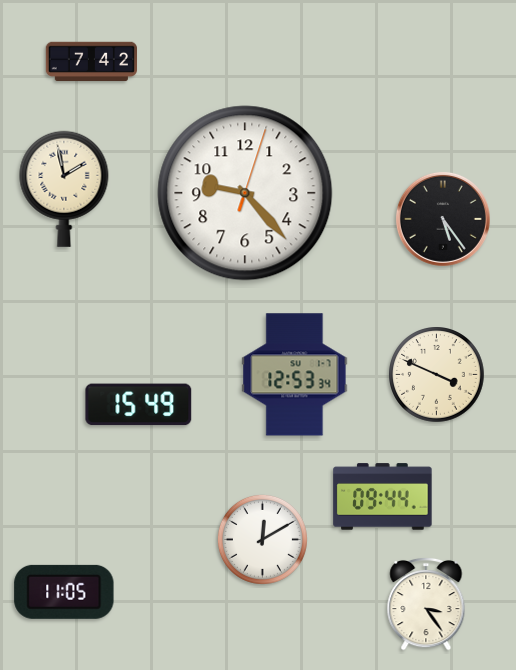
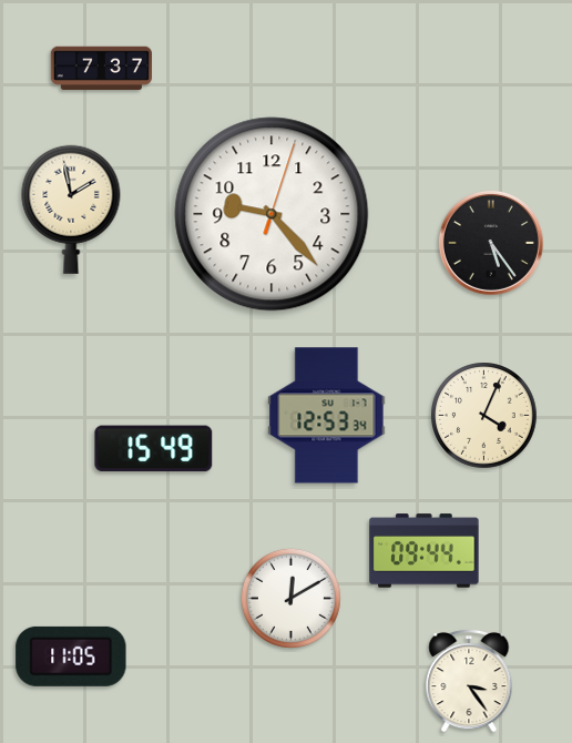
clock at (91, 62): 7:42 -> 7:37
clock at (437, 375): 3:49 -> 4:04
clock at (426, 604) position: (426, 604) -> (469, 681)
